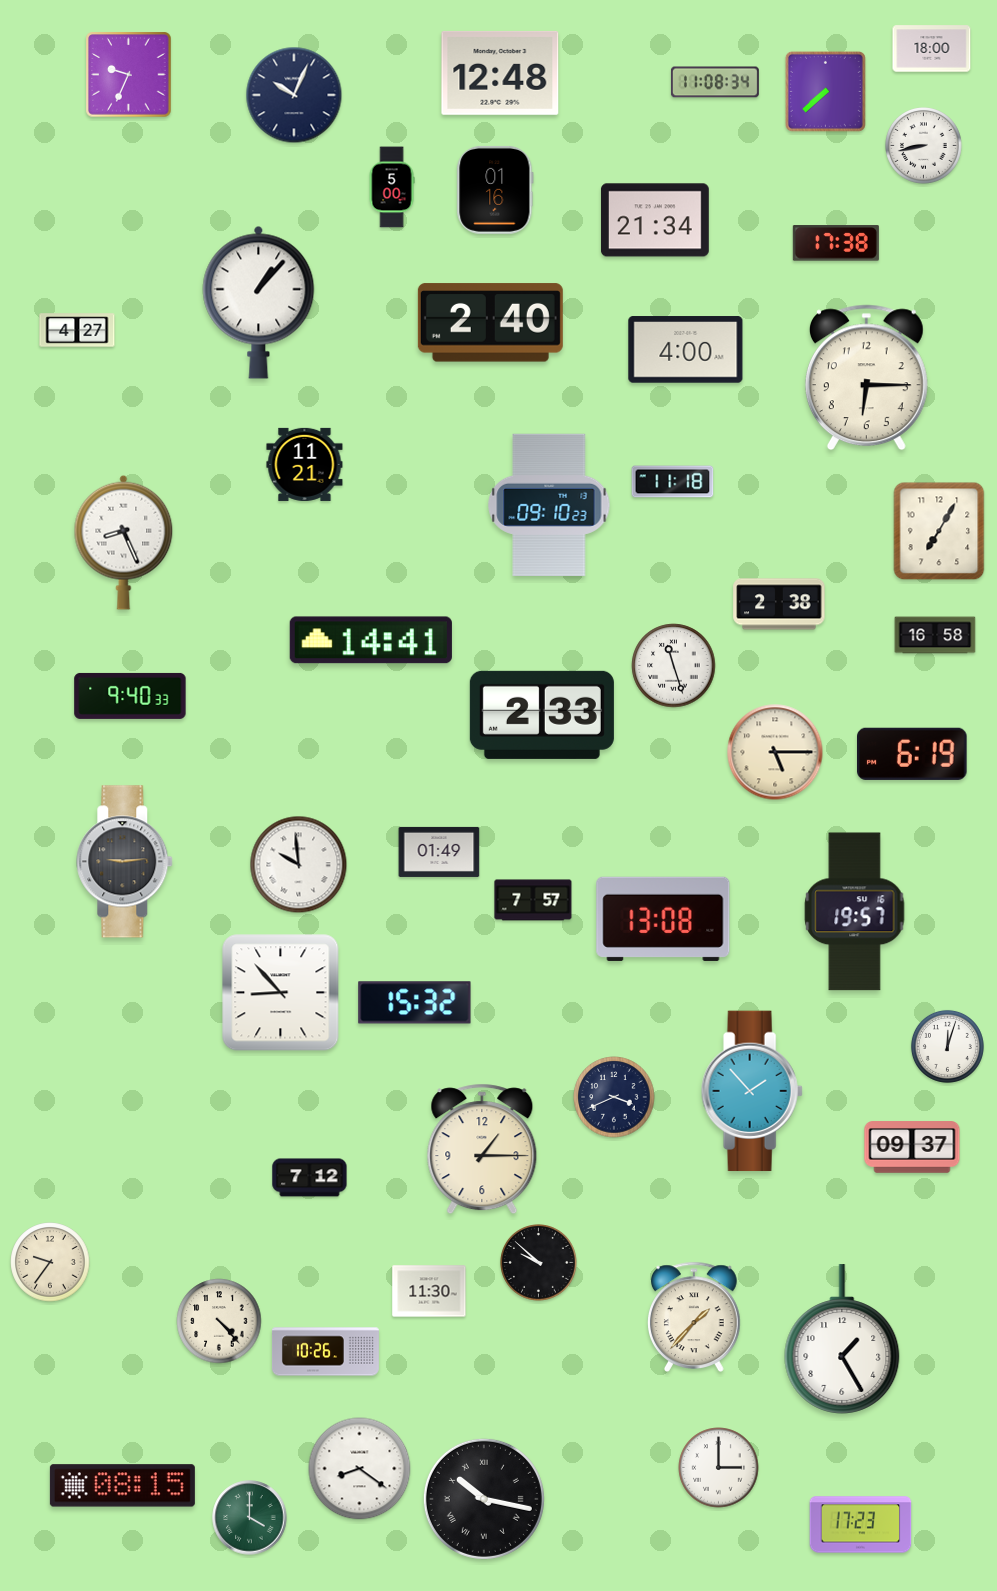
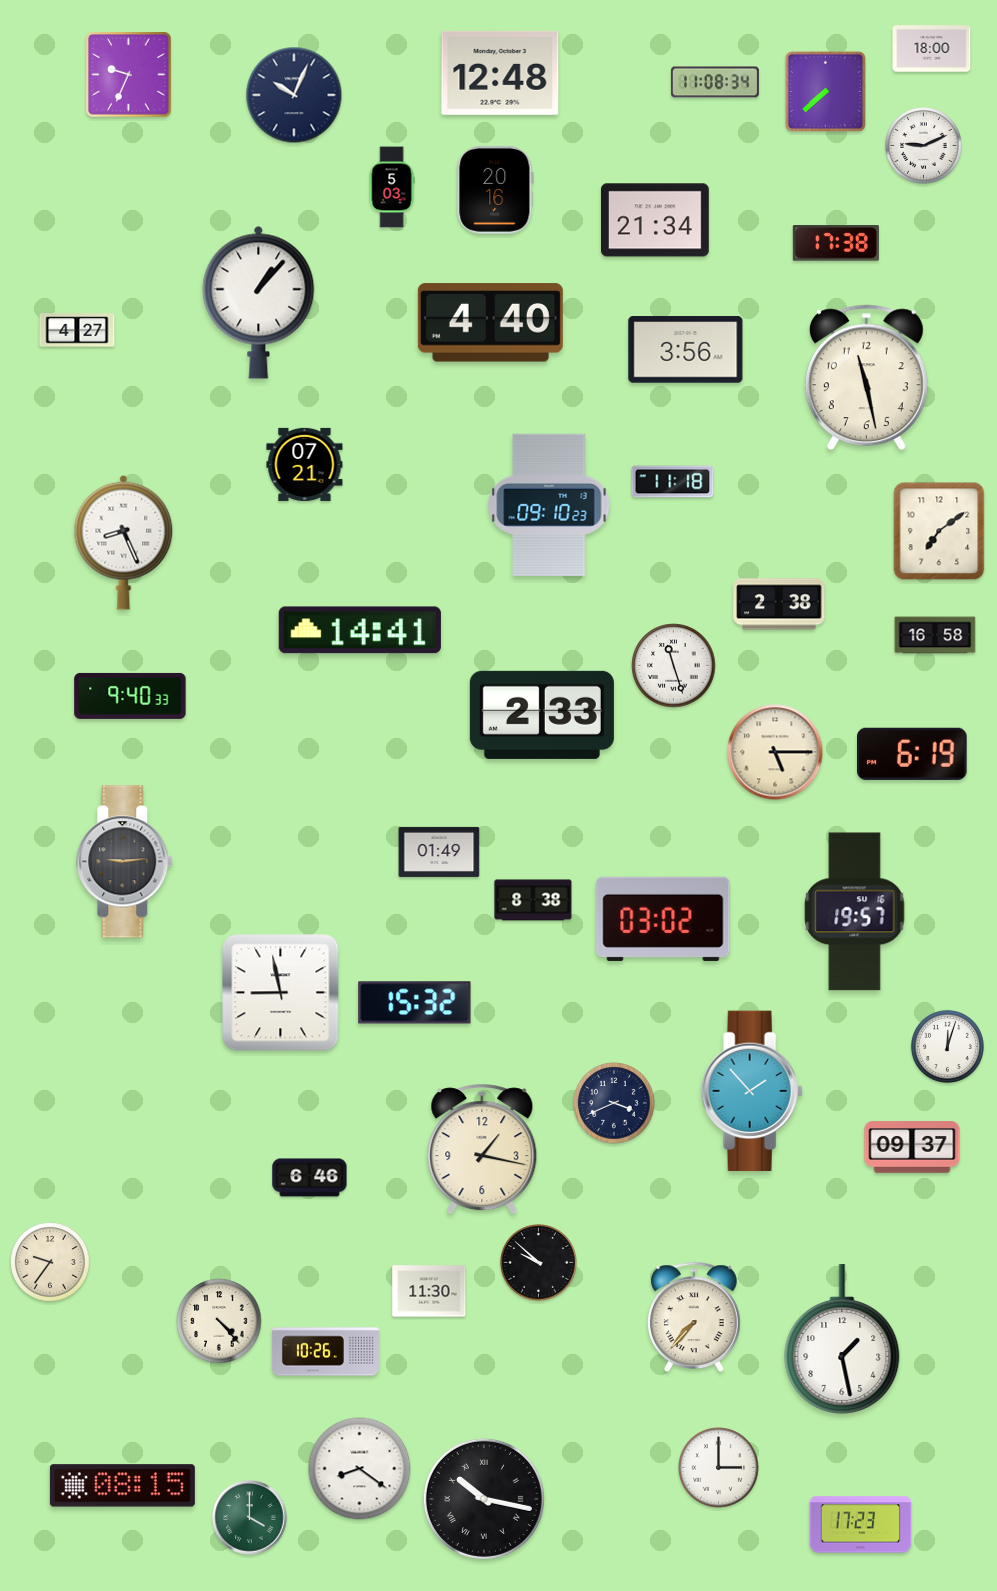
clock at (924, 146): 8:43 -> 9:11
clock at (392, 187): 5:00 -> 5:03
clock at (495, 190): 01:16 -> 20:16
clock at (490, 323): 2:40 -> 4:40
clock at (686, 350): 4:00 -> 3:56
clock at (866, 378): 6:15 -> 11:28
clock at (305, 464): 11:21 -> 07:21
clock at (939, 531): 7:05 -> 7:09
clock at (371, 640) position: (371, 640) -> (360, 630)
clock at (299, 865): 9:59 -> none
clock at (533, 900): 7:57 -> 8:38
clock at (663, 919): 13:08 -> 03:02
clock at (281, 993): 8:53 -> 8:58
clock at (614, 1097) position: (614, 1097) -> (614, 1103)
clock at (482, 1149): 1:15 -> 1:17
clock at (310, 1178): 7:12 -> 6:46
clock at (695, 1317): 1:37 -> 7:37
clock at (842, 1339): 1:25 -> 1:28
